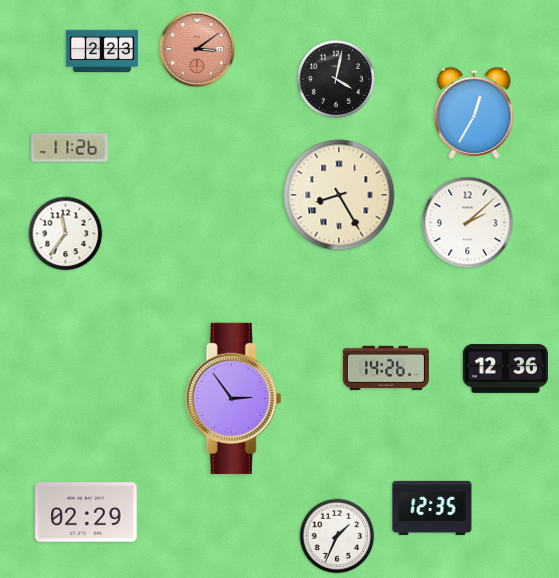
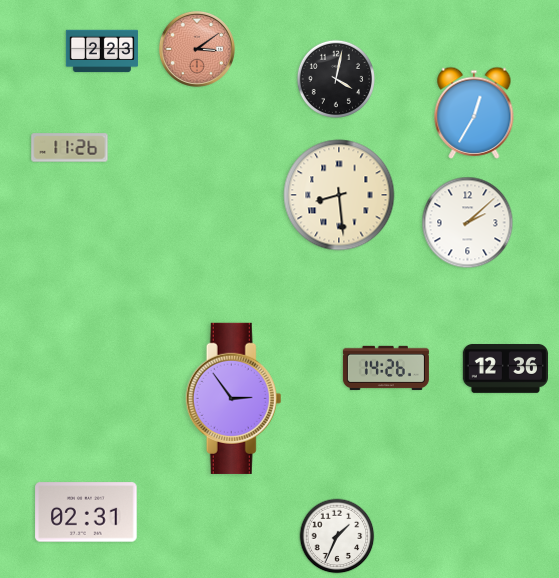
clock at (339, 195): 8:25 -> 8:29
clock at (66, 234): 11:36 -> none
clock at (432, 508): 12:35 -> none
clock at (86, 512): 02:29 -> 02:31
